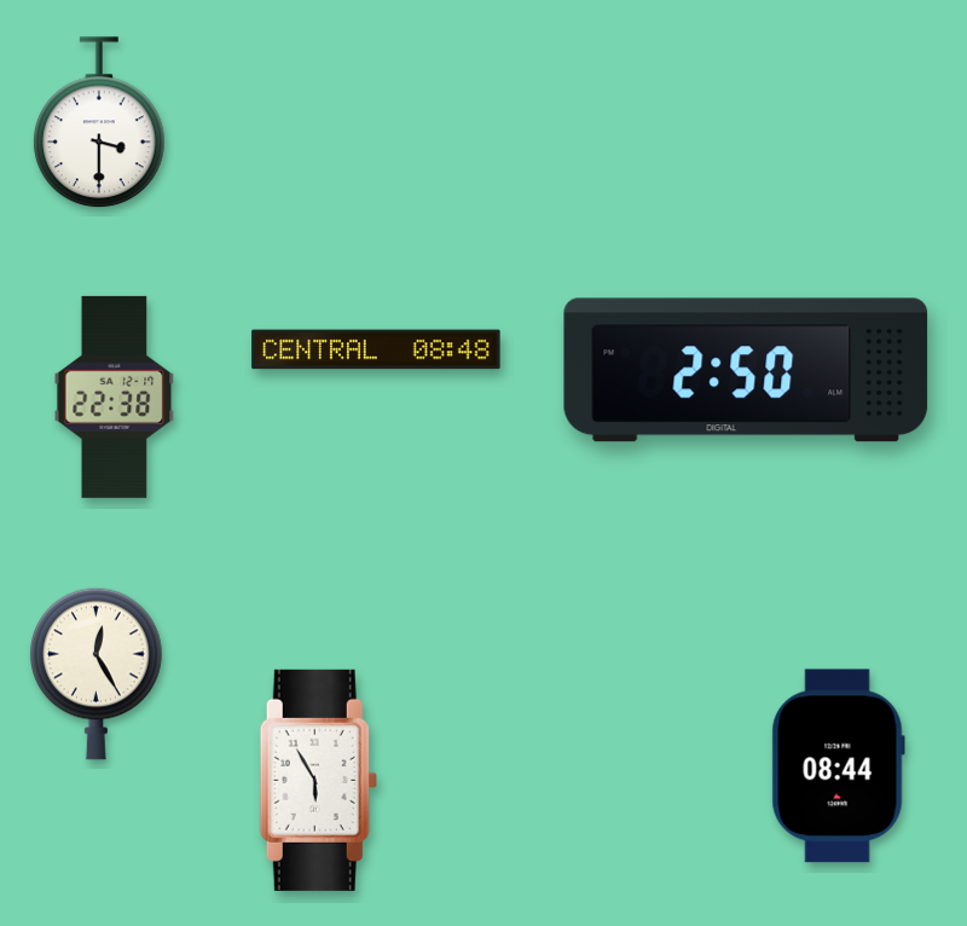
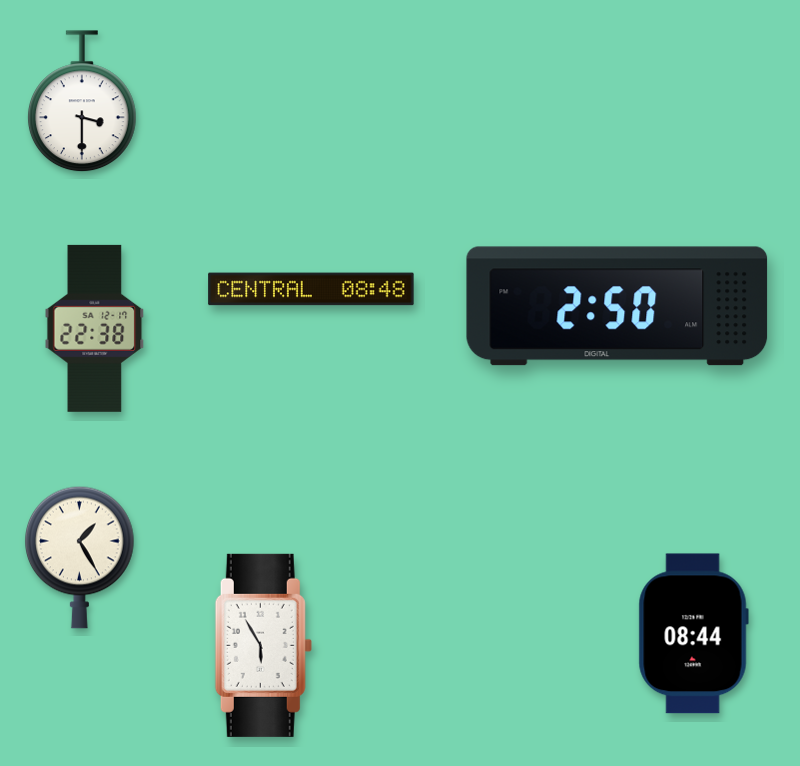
clock at (97, 673): 12:25 -> 1:25
